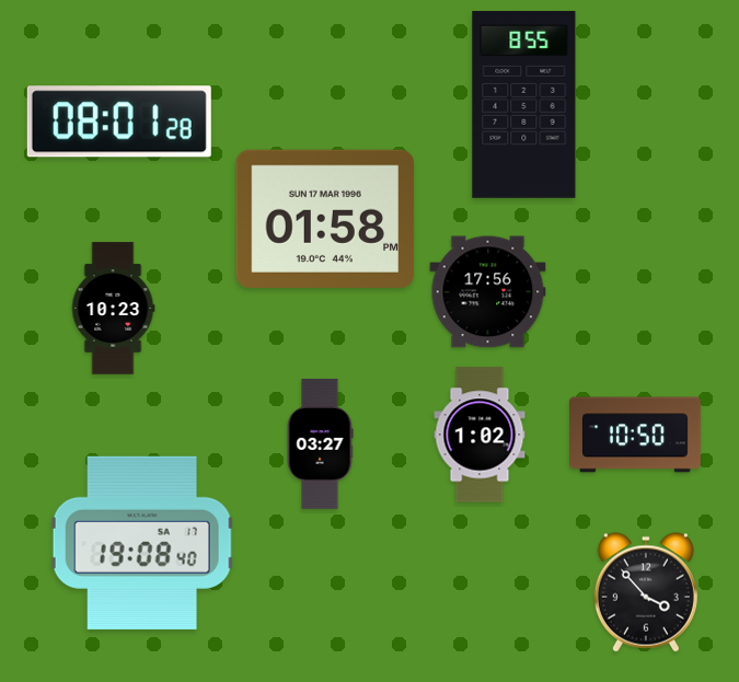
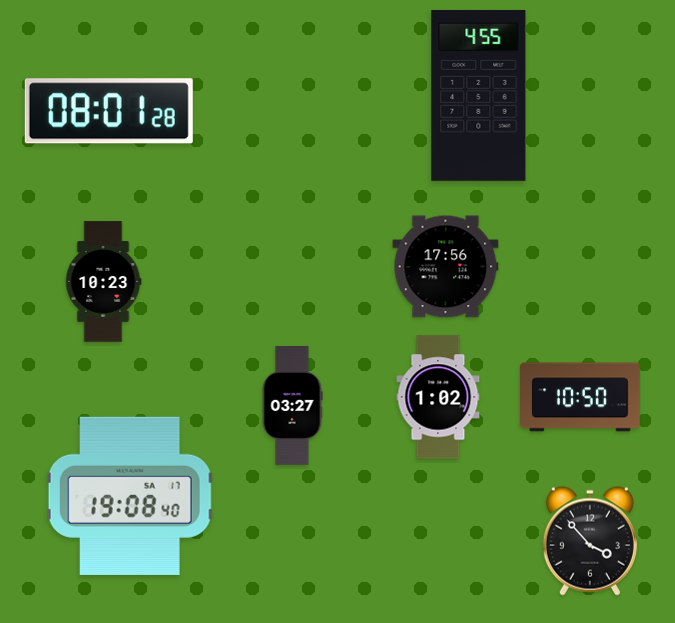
clock at (524, 104): 8:55 -> 4:55
clock at (325, 219): 01:58 -> none
